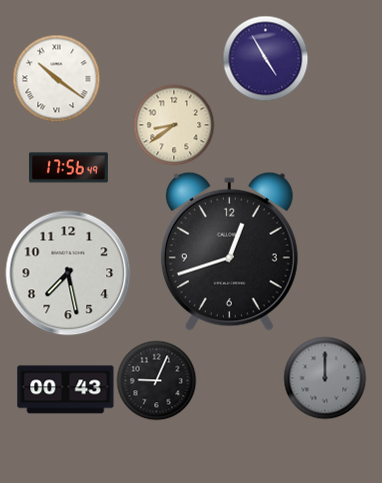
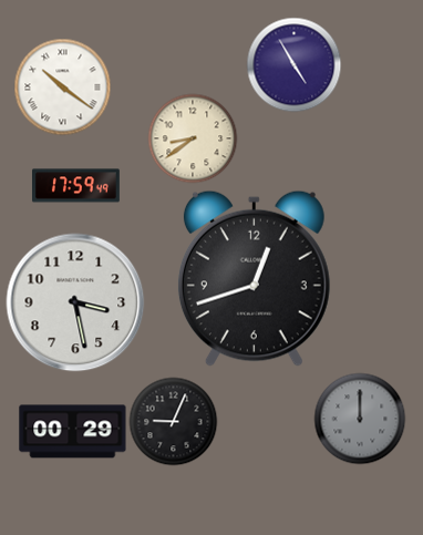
clock at (68, 168): 17:56 -> 17:59
clock at (68, 273): 7:28 -> 3:28
clock at (66, 390): 00:43 -> 00:29
